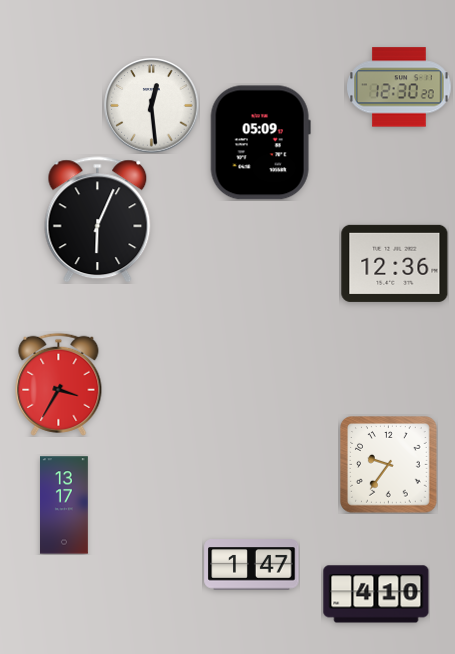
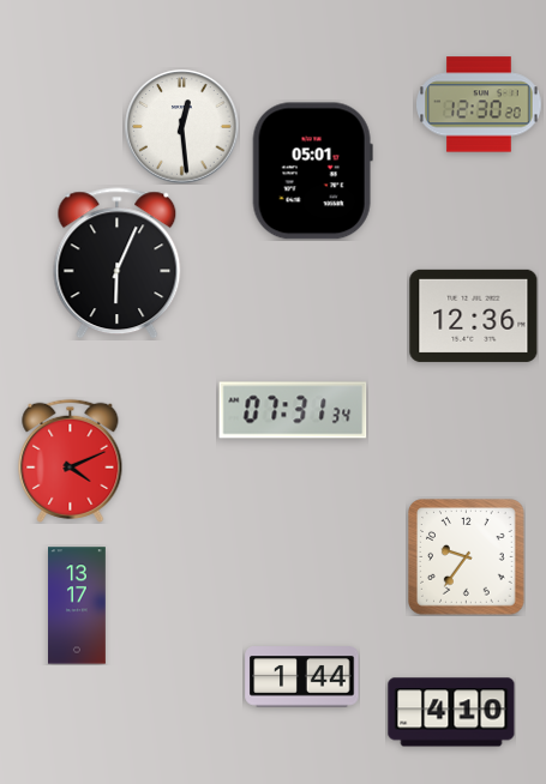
clock at (260, 143): 05:09 -> 05:01
clock at (293, 410): none -> 07:31
clock at (59, 384): 3:35 -> 4:11
clock at (252, 565): 1:47 -> 1:44
